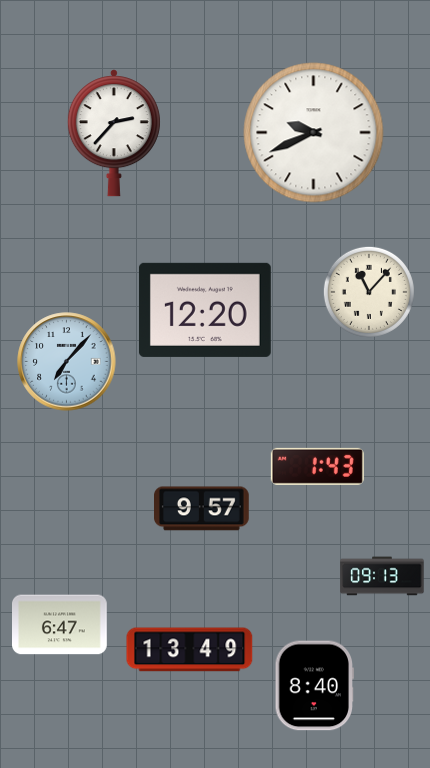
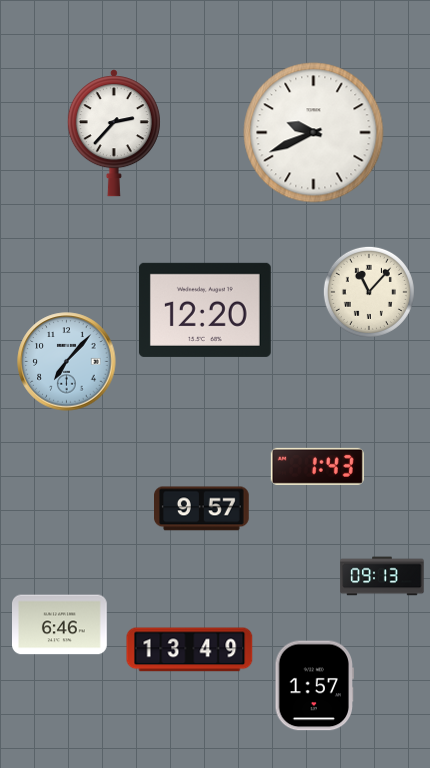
clock at (60, 625): 6:47 -> 6:46
clock at (314, 686): 8:40 -> 1:57
